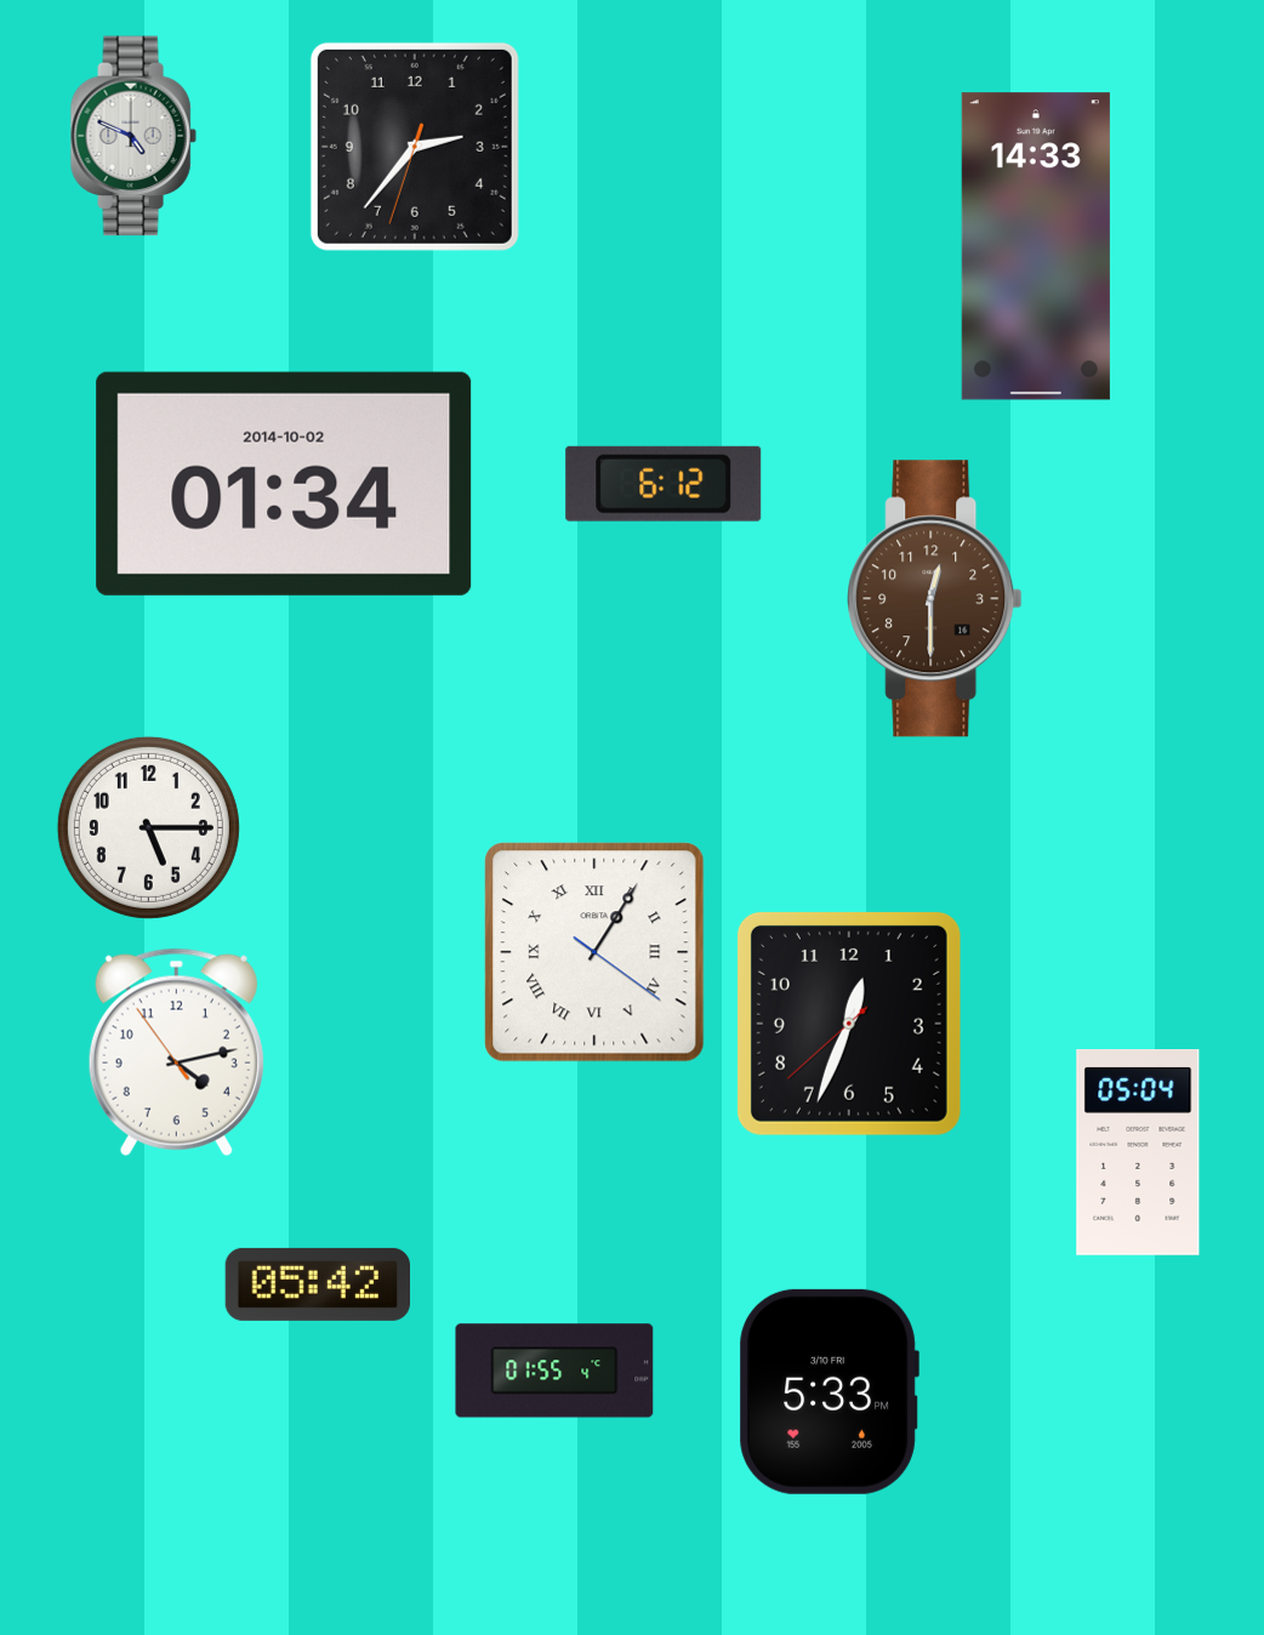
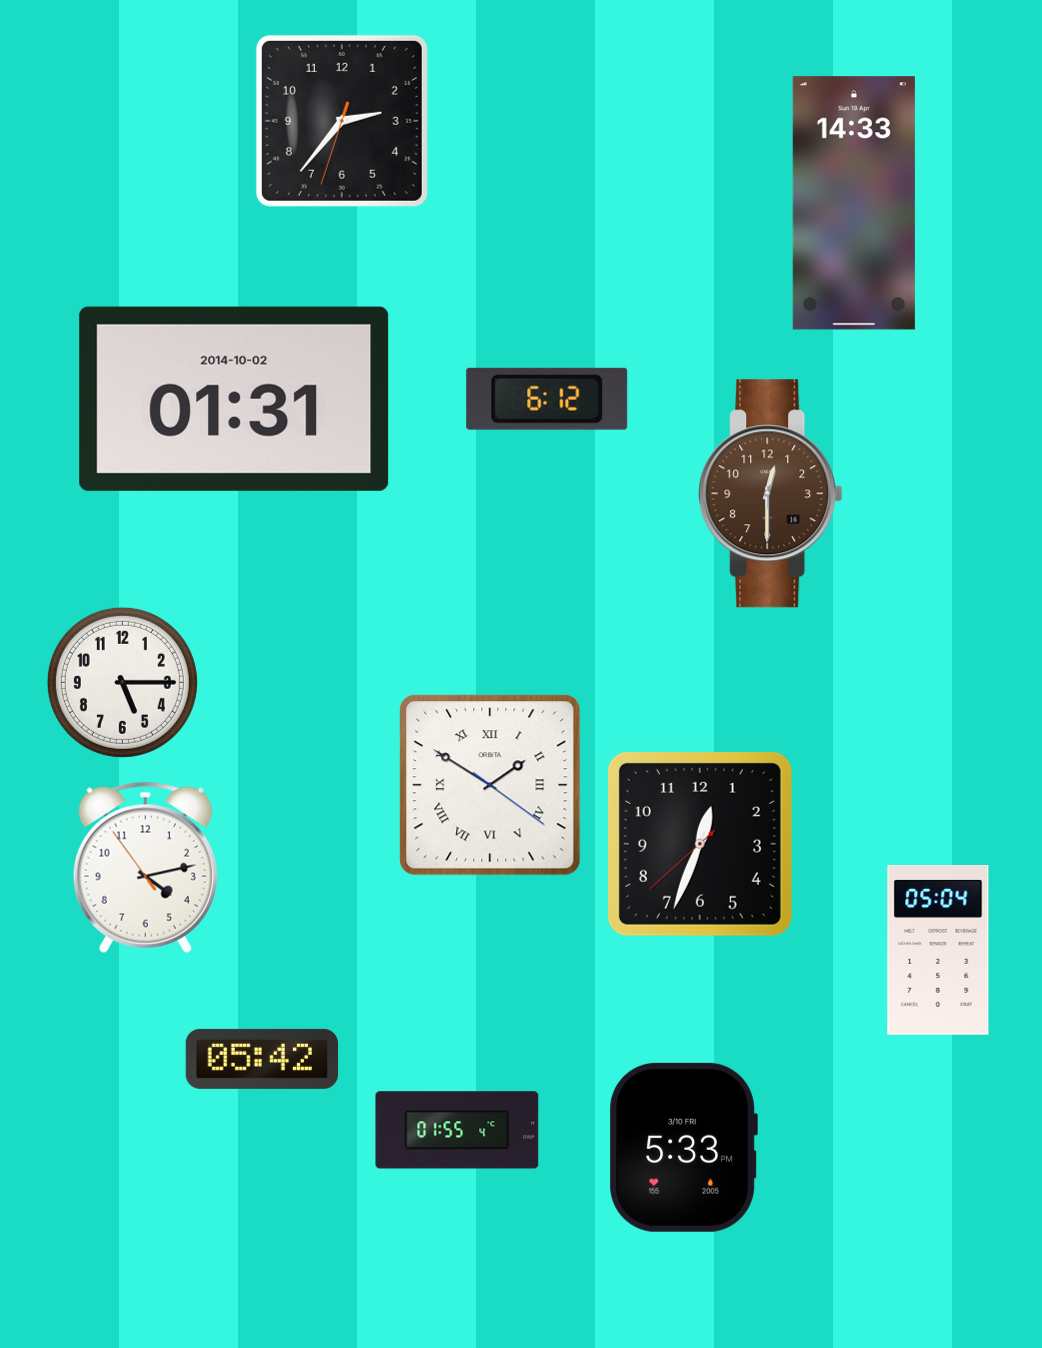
clock at (133, 136): 4:49 -> none
clock at (284, 484): 01:34 -> 01:31
clock at (594, 952): 1:05 -> 1:50
